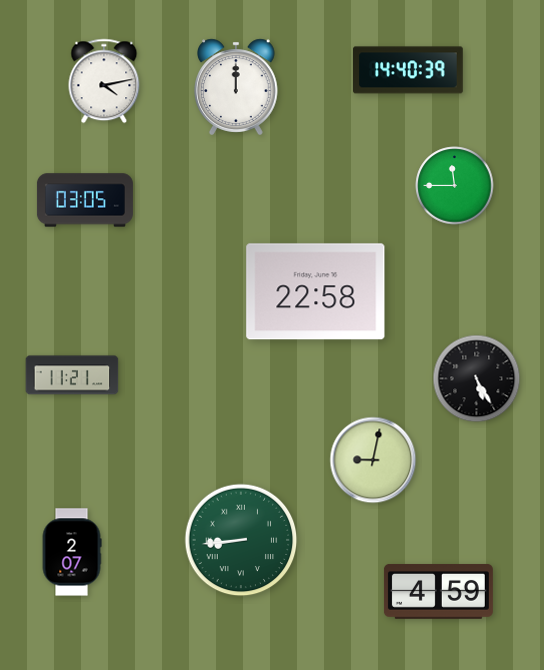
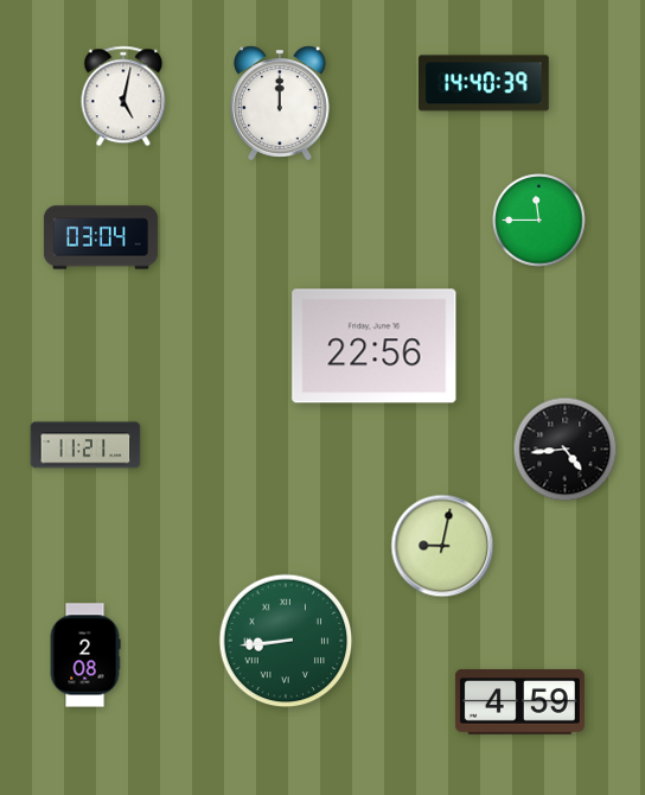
clock at (104, 81): 4:13 -> 5:02
clock at (85, 200): 03:05 -> 03:04
clock at (316, 292): 22:58 -> 22:56
clock at (477, 379): 5:25 -> 4:44
clock at (72, 552): 2:07 -> 2:08
